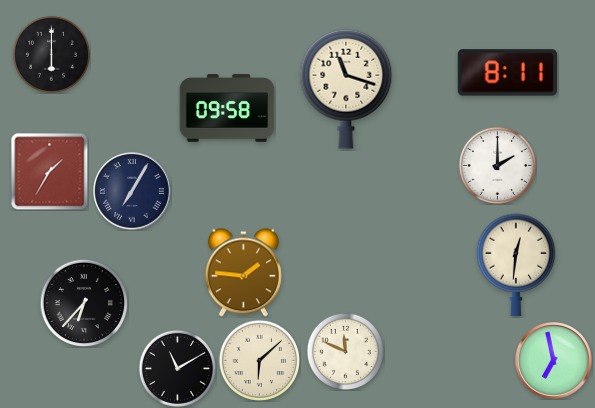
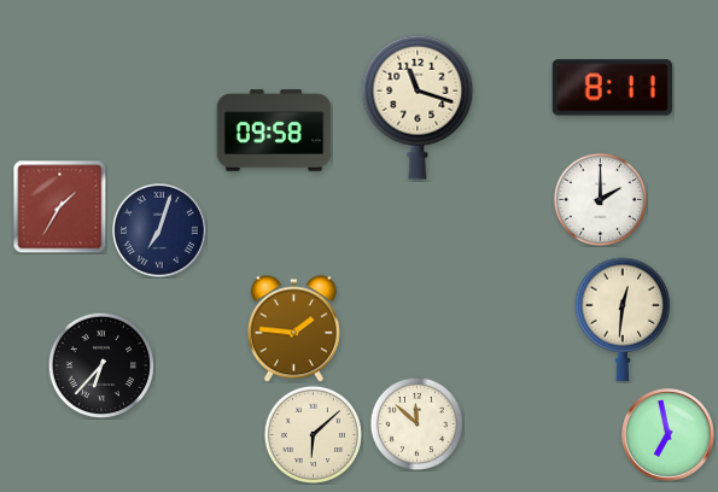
clock at (51, 54): 6:00 -> none
clock at (133, 192): 7:05 -> 7:03
clock at (345, 351): 11:49 -> 11:52
clock at (177, 368): 11:10 -> none
